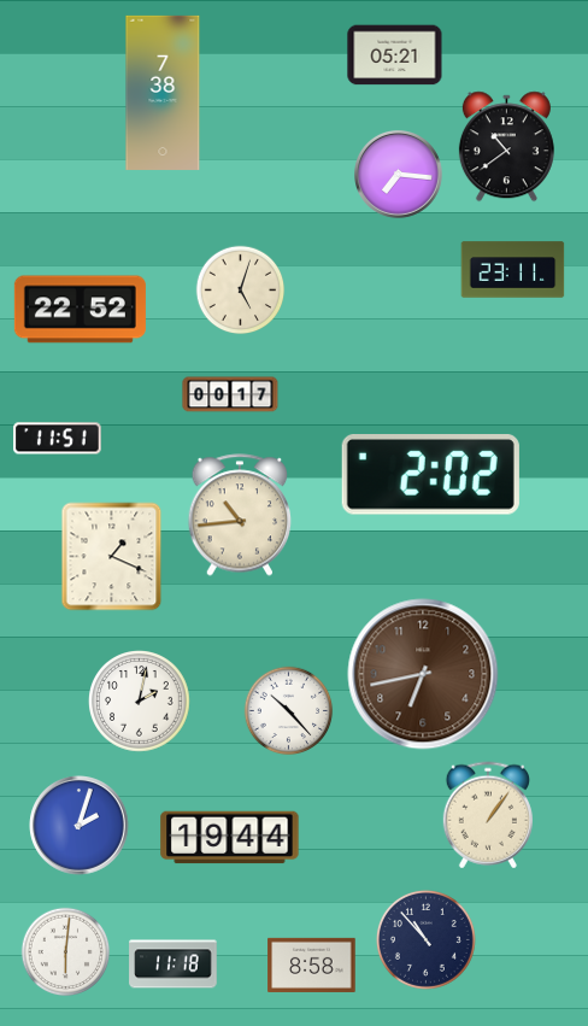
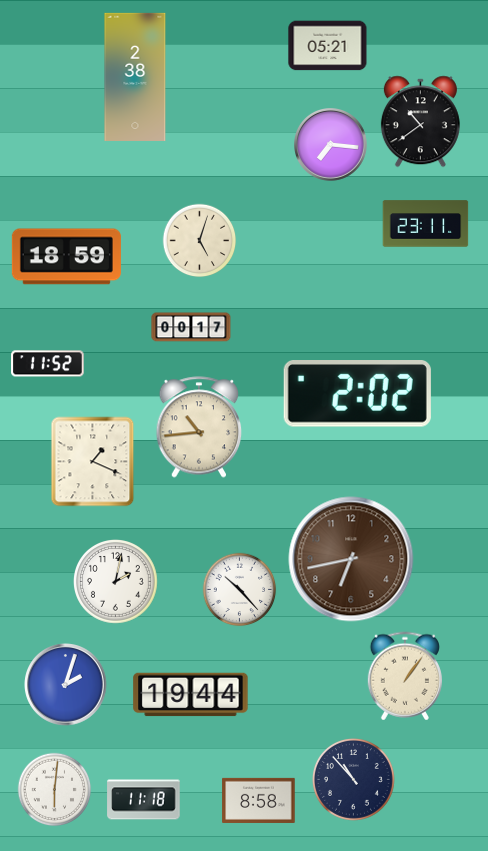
clock at (163, 93): 7:38 -> 2:38
clock at (80, 310): 22:52 -> 18:59
clock at (58, 439): 11:51 -> 11:52
